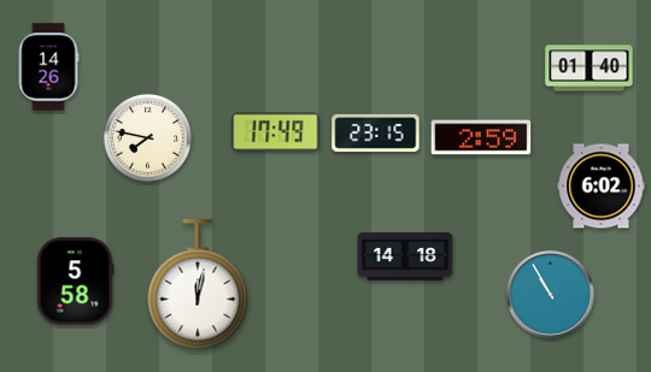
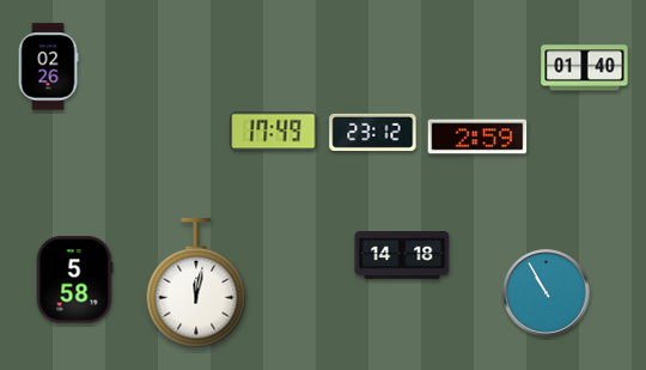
clock at (48, 67): 14:26 -> 02:26
clock at (376, 132): 23:15 -> 23:12
clock at (147, 137): 7:47 -> none
clock at (602, 187): 6:02 -> none
